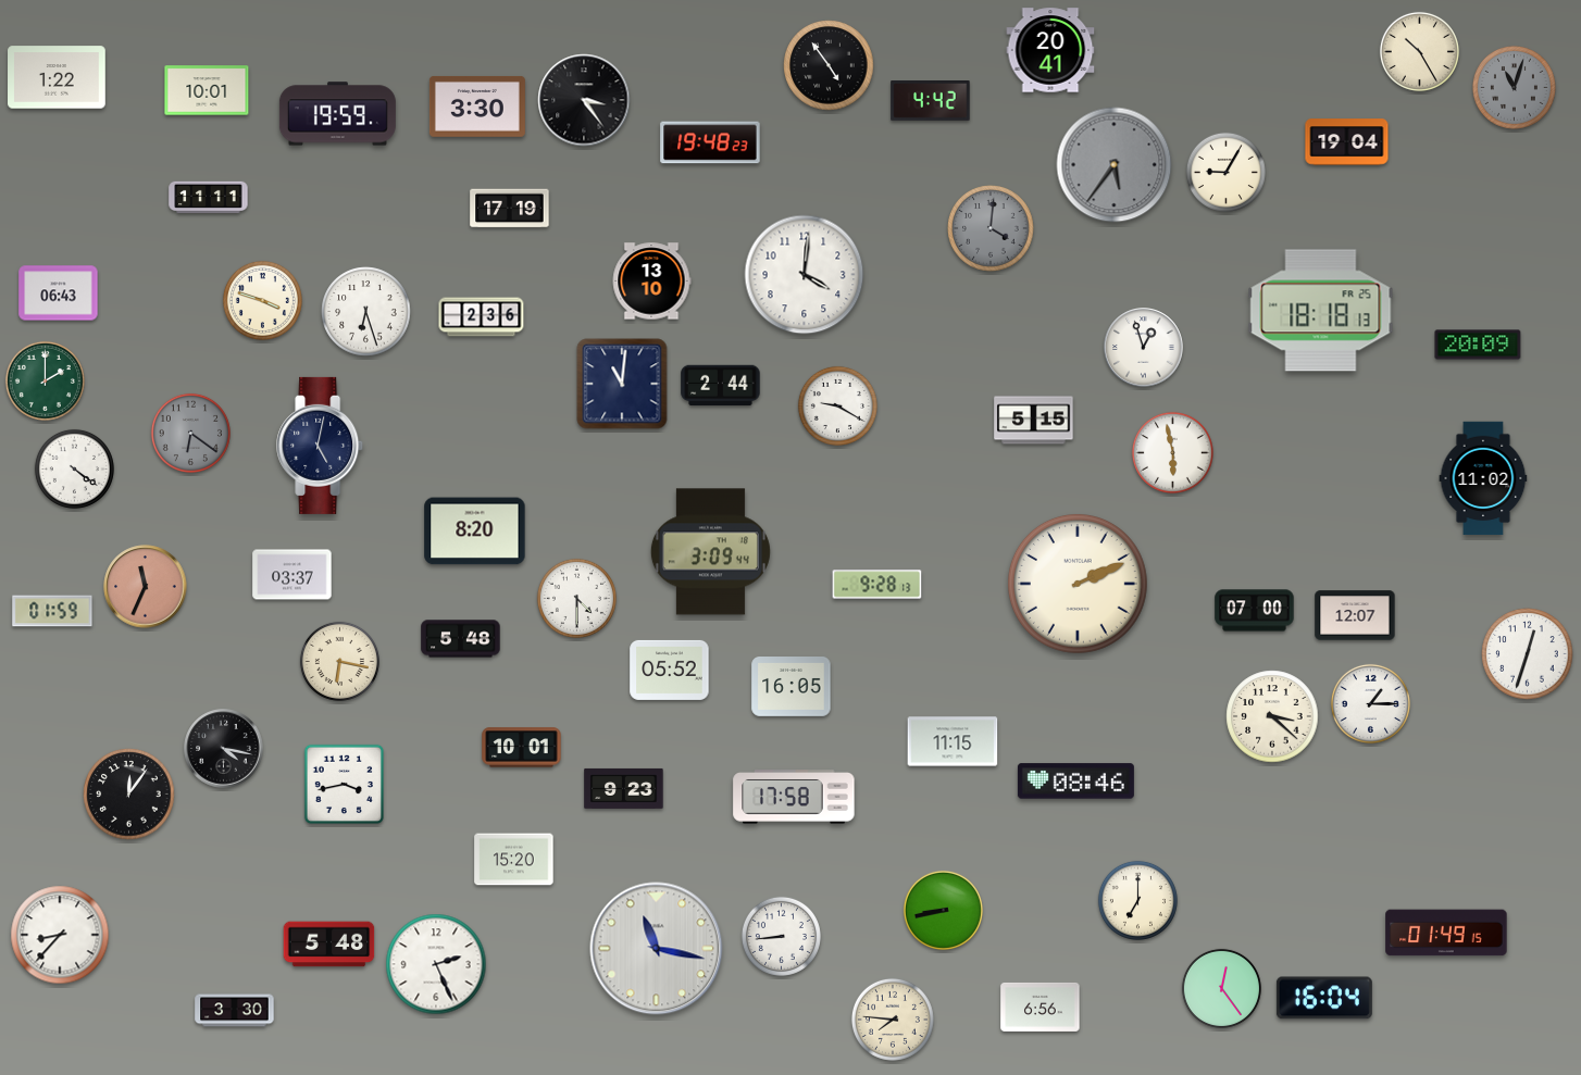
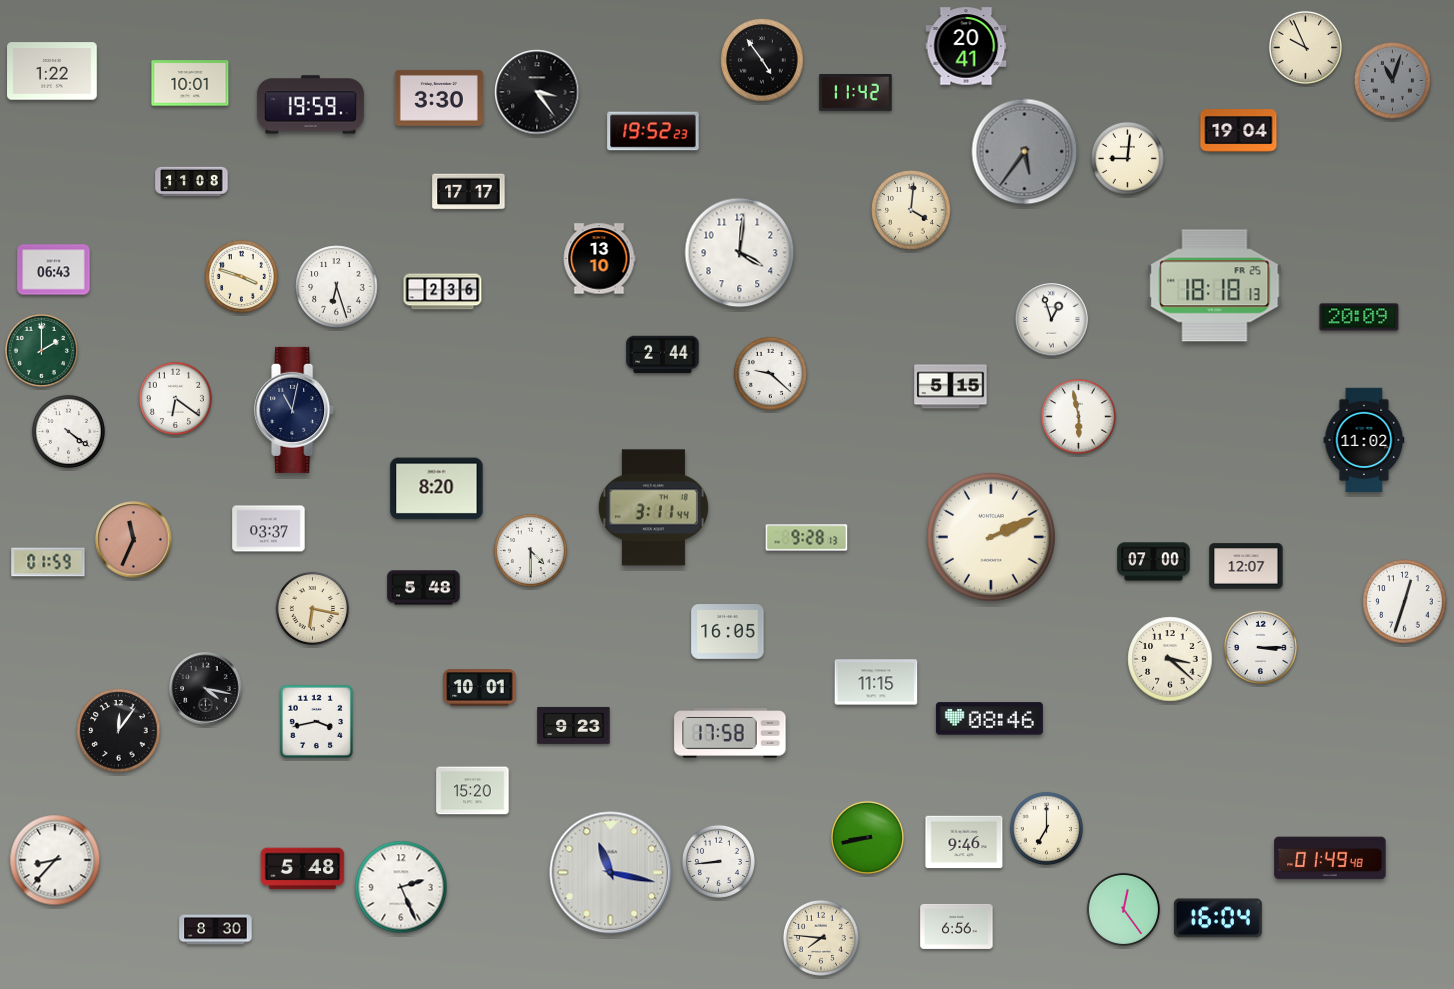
clock at (1419, 51): 10:25 -> 9:56
clock at (931, 101): 4:42 -> 11:42
clock at (710, 142): 19:48 -> 19:52
clock at (1225, 172): 9:05 -> 9:01
clock at (209, 198): 11:11 -> 11:08
clock at (510, 209): 17:19 -> 17:17
clock at (991, 228) dial: grey -> cream
clock at (622, 384): 11:01 -> none
clock at (837, 405): 9:20 -> 9:22
clock at (190, 433) dial: grey -> white
clock at (321, 446): 5:02 -> 11:02
clock at (710, 552): 3:09 -> 3:11
clock at (670, 670): 05:52 -> none
clock at (1370, 703): 1:15 -> 3:15
clock at (964, 842): none -> 9:46
clock at (1446, 933): 01:49:15 -> 01:49:48
clock at (657, 949) position: (657, 949) -> (611, 873)
clock at (235, 1011): 3:30 -> 8:30
